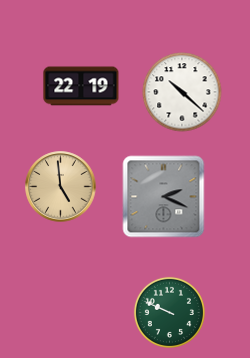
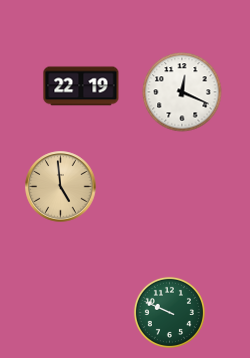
clock at (182, 92): 10:22 -> 12:19
clock at (164, 197): 2:19 -> none
